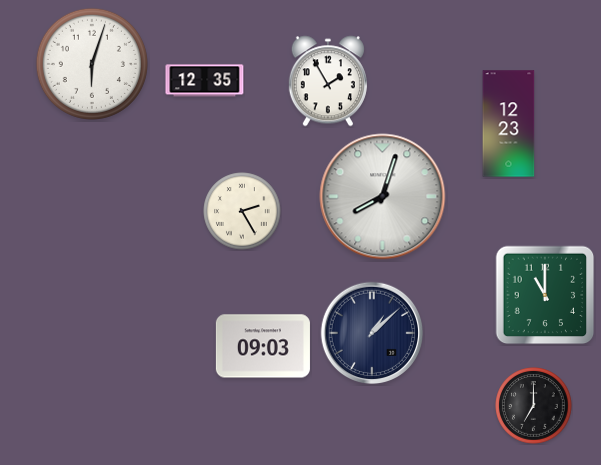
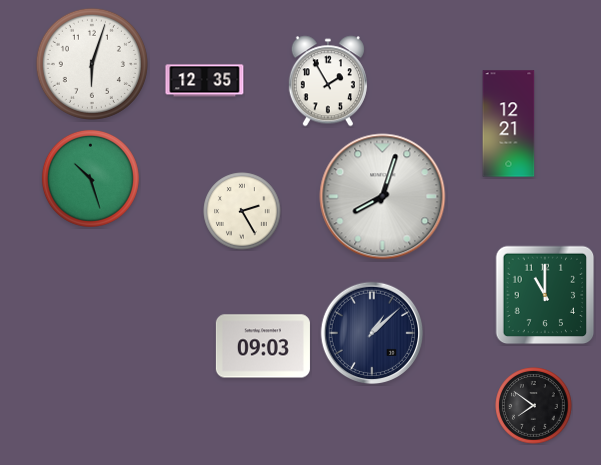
clock at (509, 124): 12:23 -> 12:21
clock at (90, 178): none -> 10:27
clock at (534, 406): 7:00 -> 7:51
